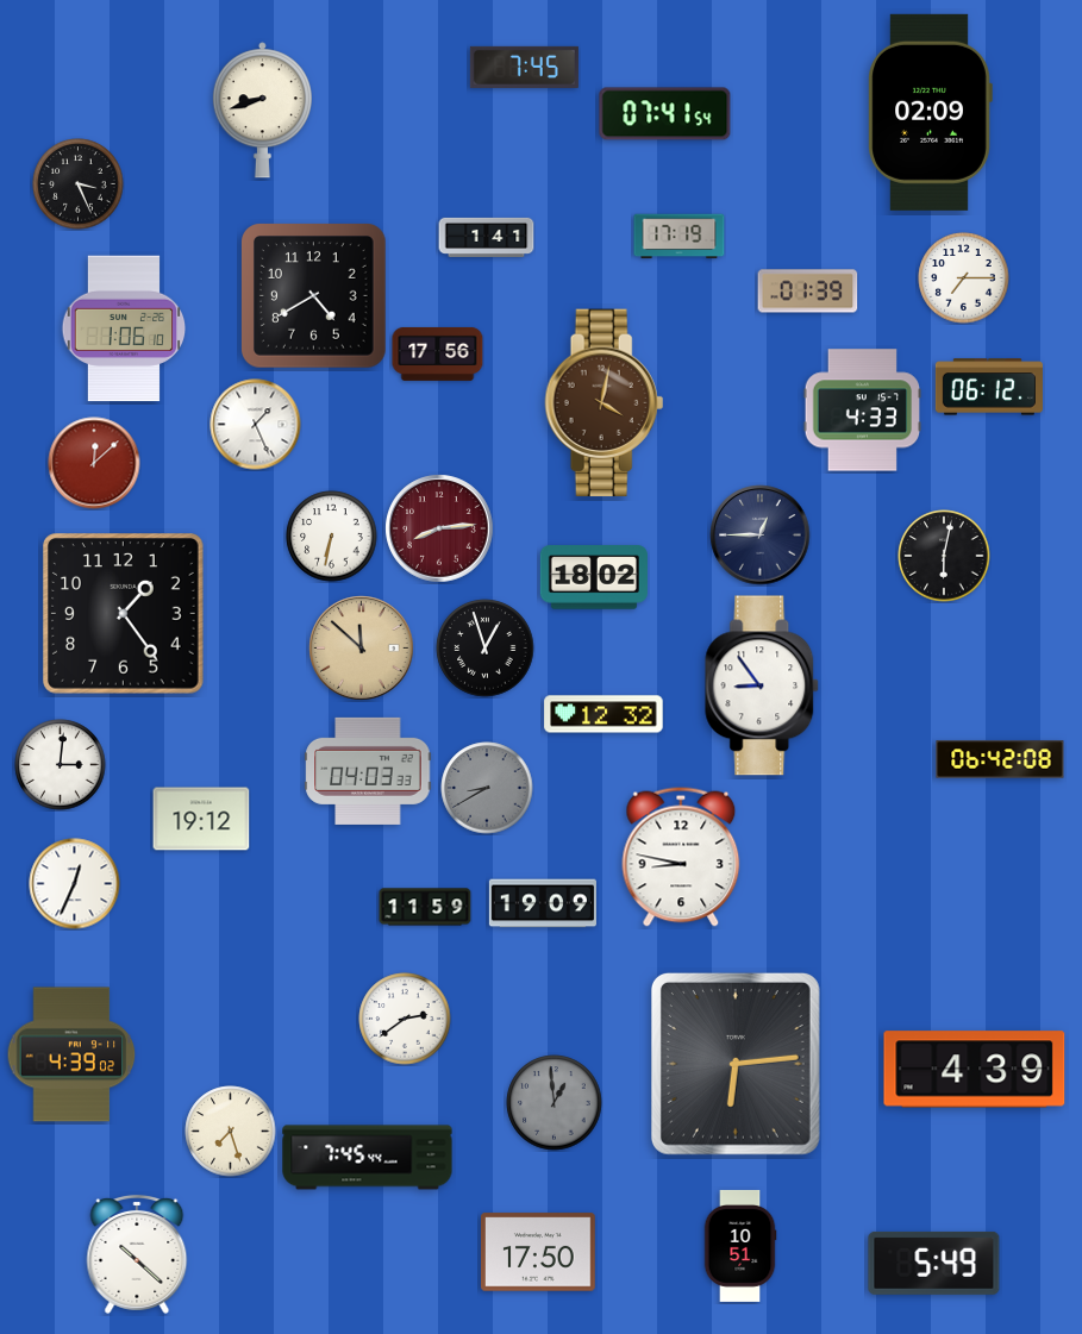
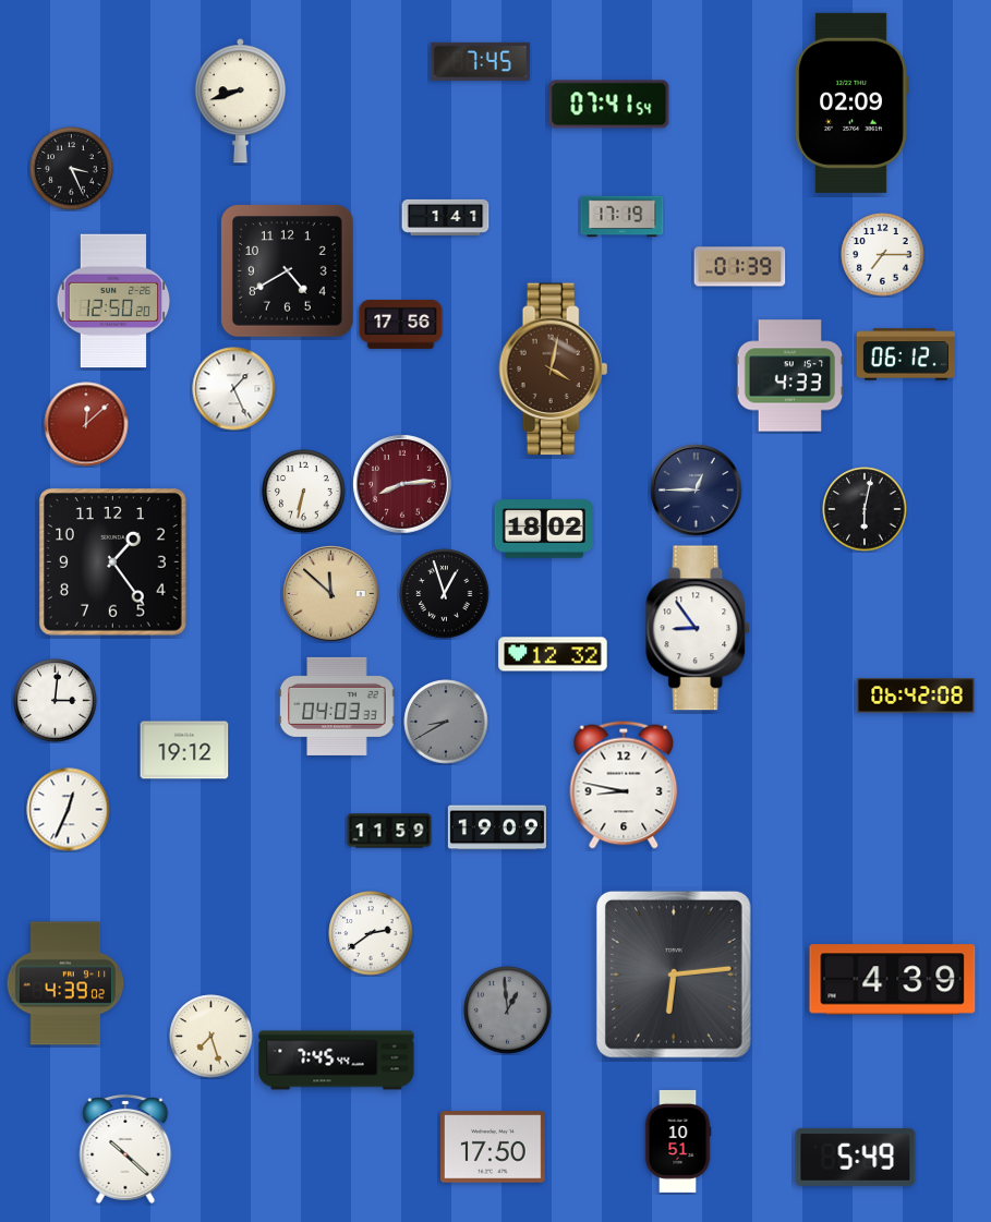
clock at (124, 328): 1:06 -> 12:50
clock at (71, 1054) position: (71, 1054) -> (65, 983)
